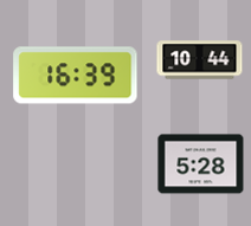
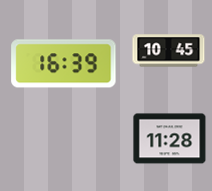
clock at (200, 60): 10:44 -> 10:45
clock at (201, 164): 5:28 -> 11:28
